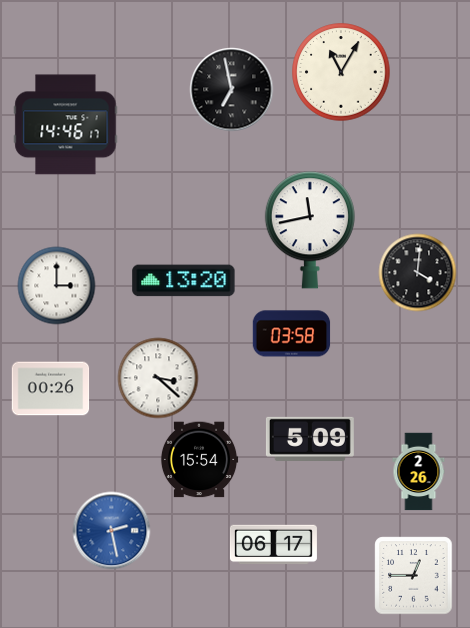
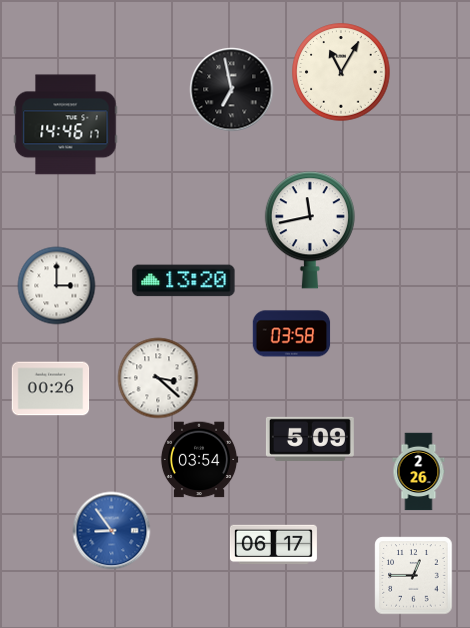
clock at (417, 272): 4:01 -> none
clock at (199, 460): 15:54 -> 03:54
clock at (111, 530): 2:28 -> 8:54
